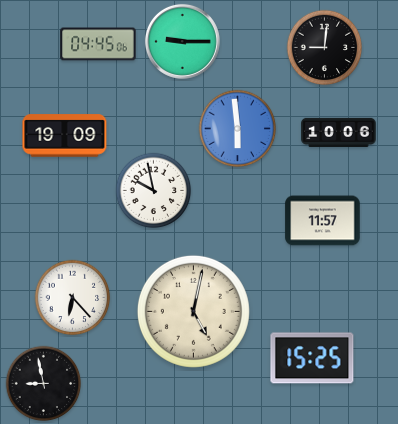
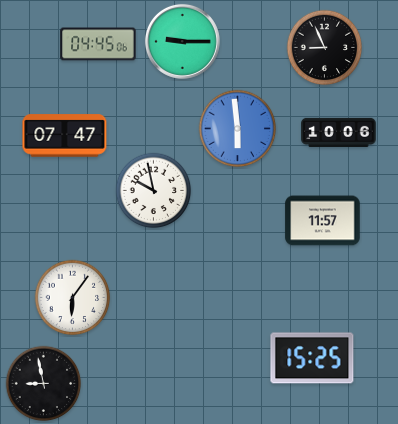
clock at (325, 48): 9:01 -> 8:56
clock at (65, 136): 19:09 -> 07:47
clock at (73, 298): 6:23 -> 6:06
clock at (193, 311): 5:02 -> none
